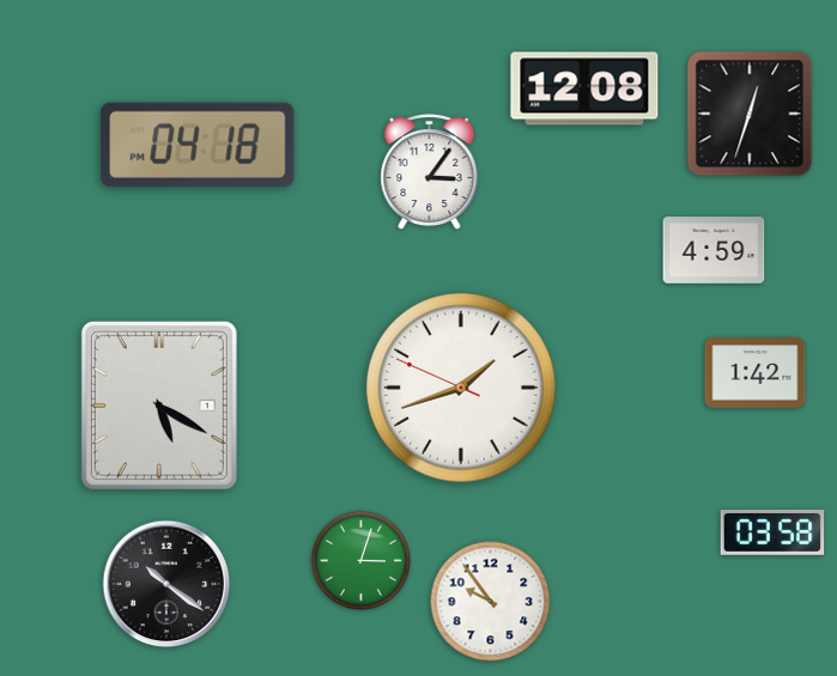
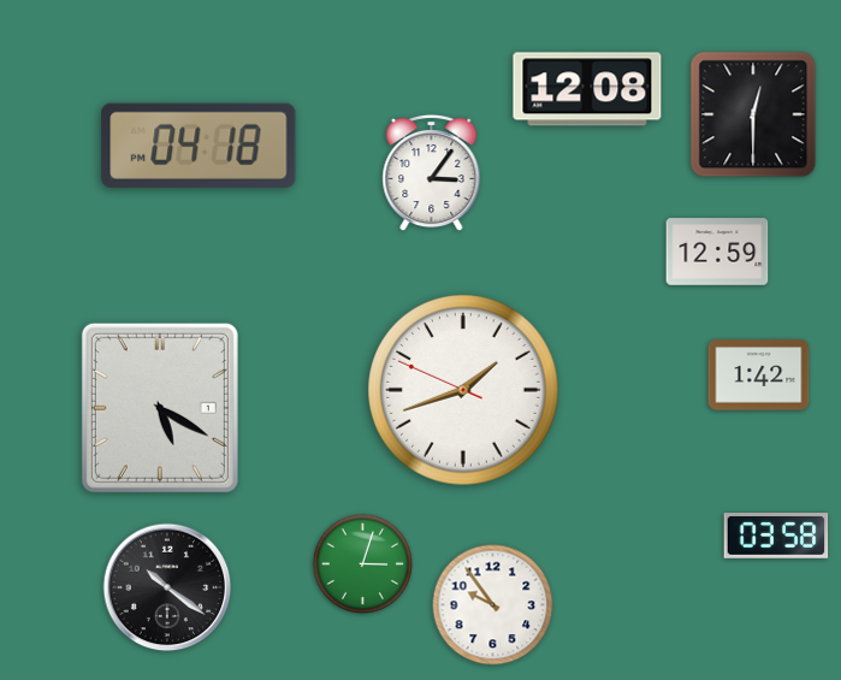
clock at (750, 114): 12:33 -> 12:30
clock at (714, 250): 4:59 -> 12:59
